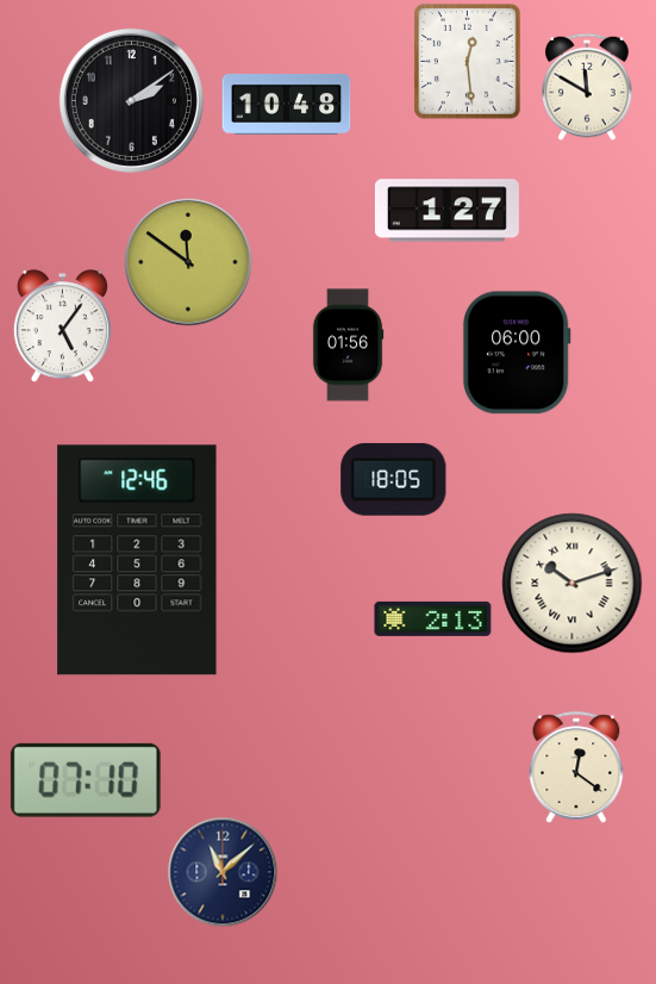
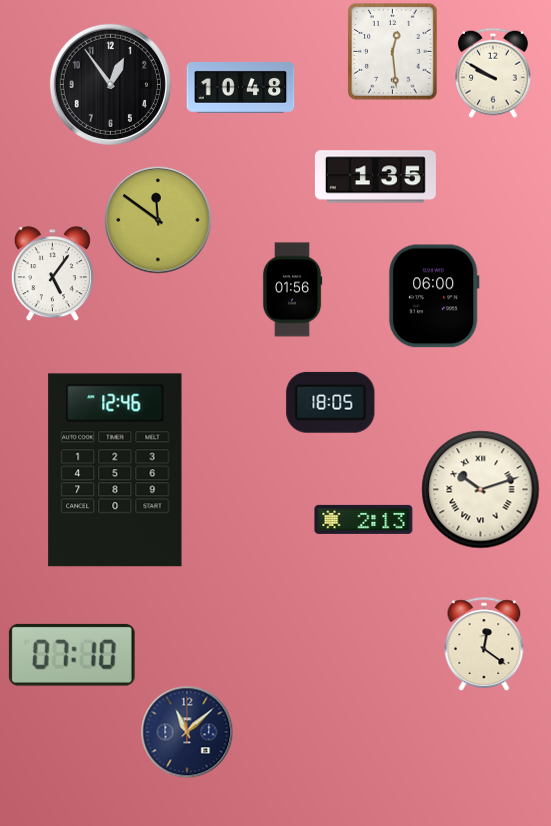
clock at (588, 87): 11:50 -> 9:50
clock at (131, 100): 2:09 -> 12:54
clock at (446, 211): 1:27 -> 1:35
